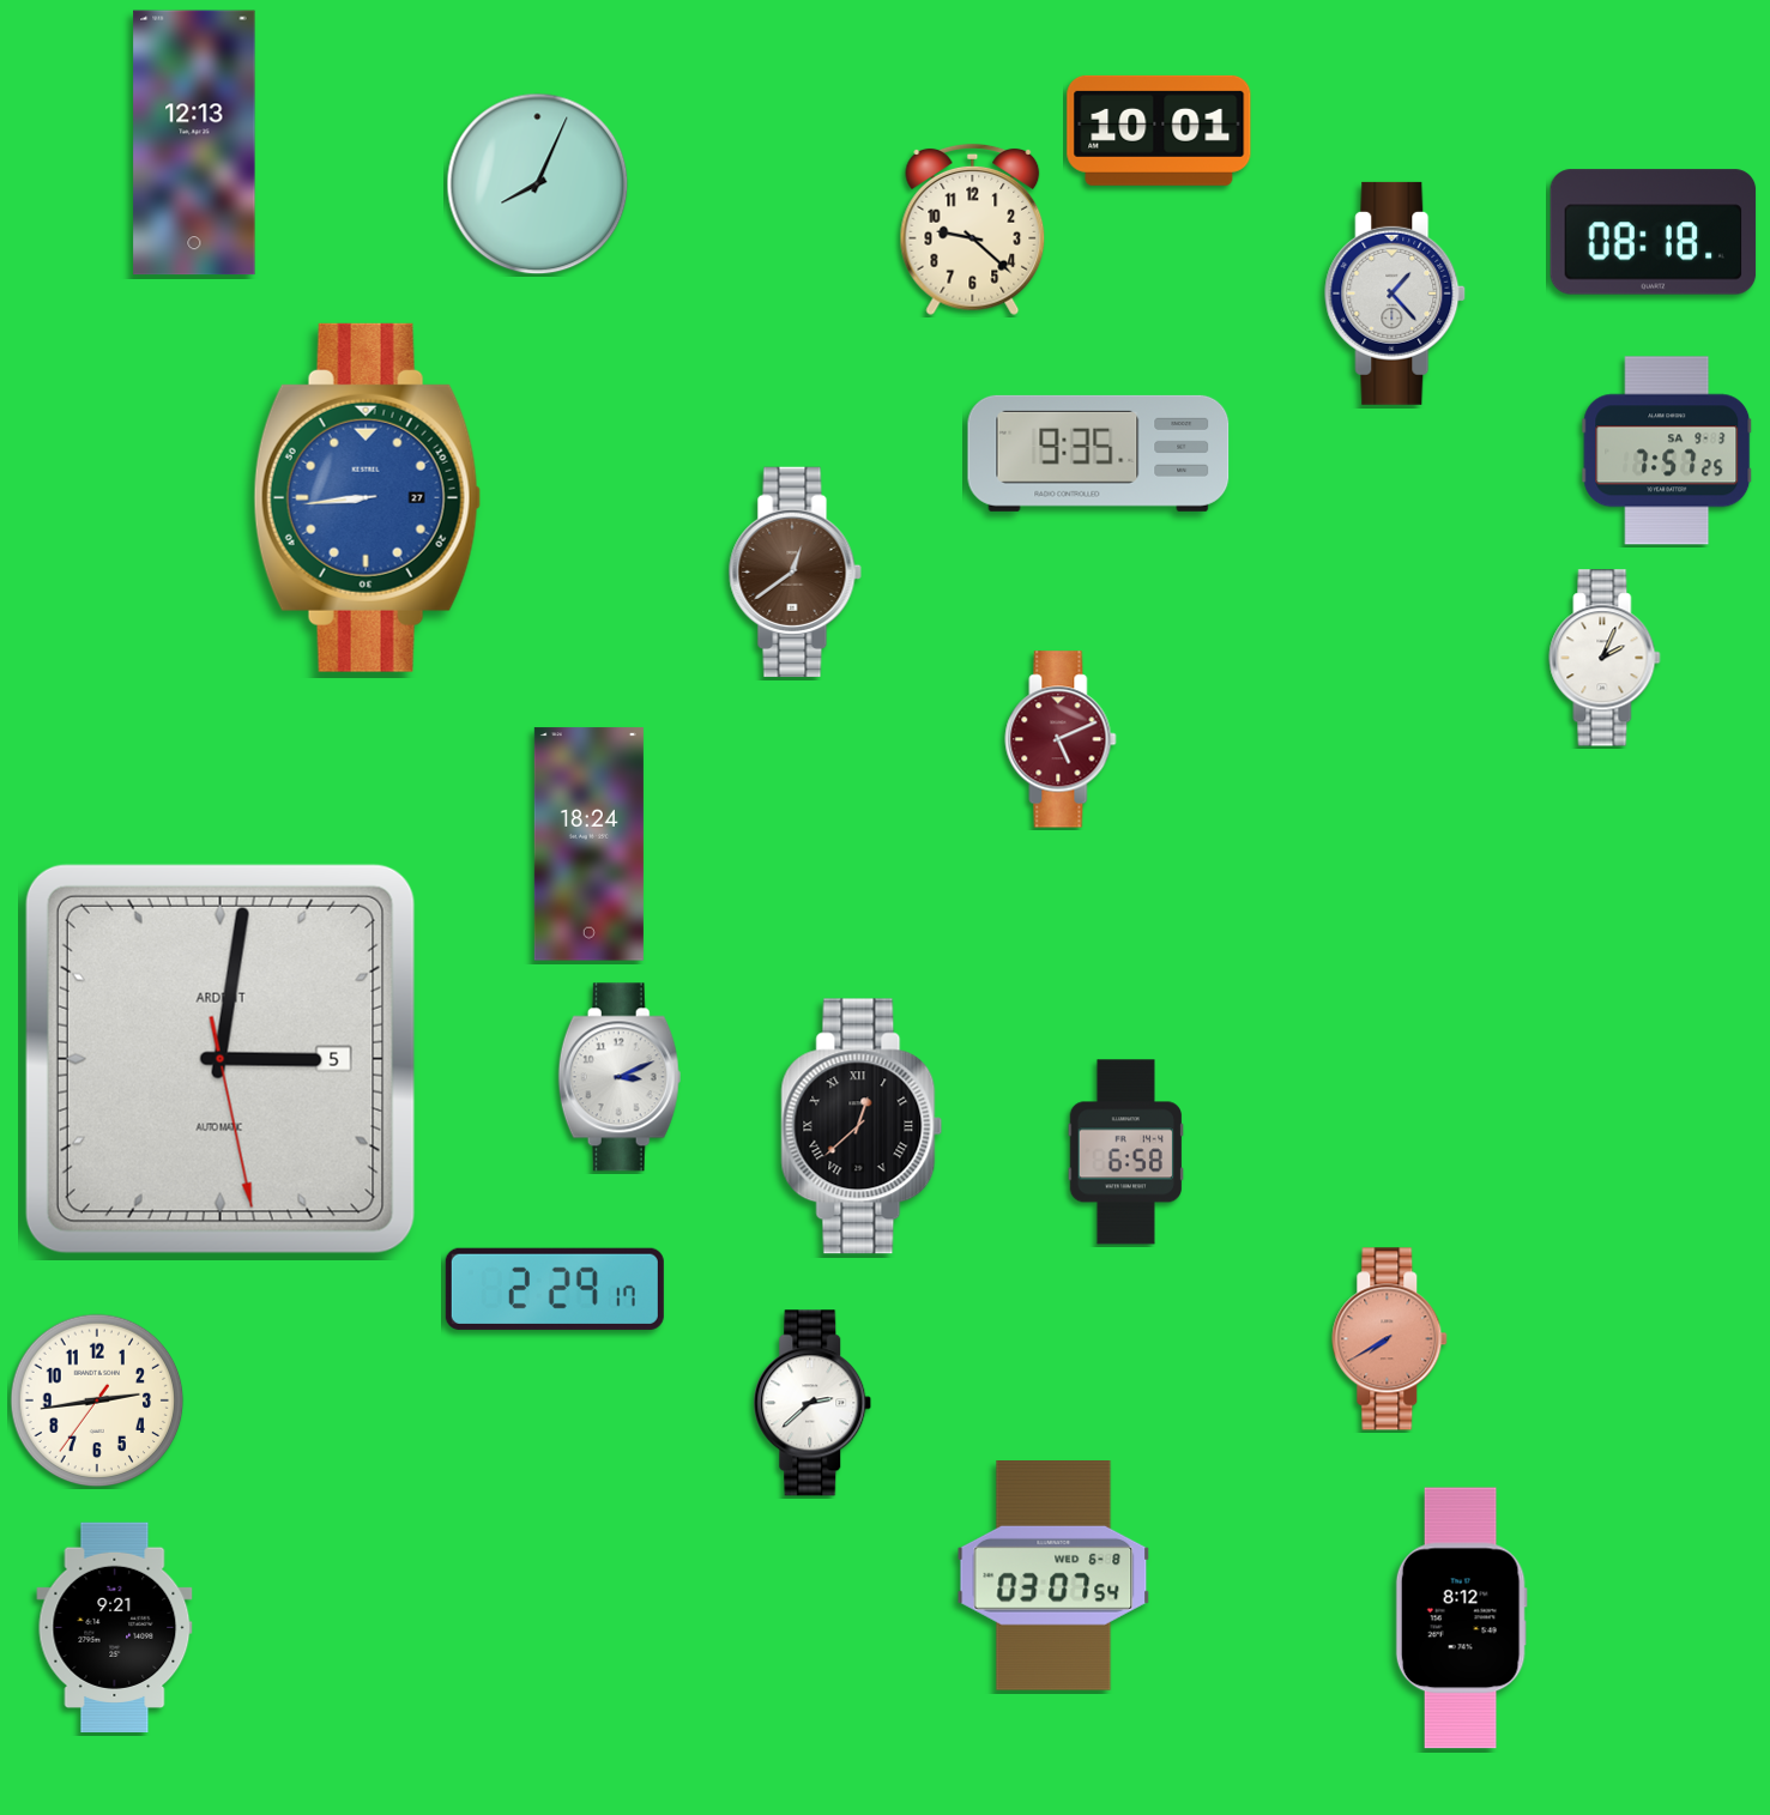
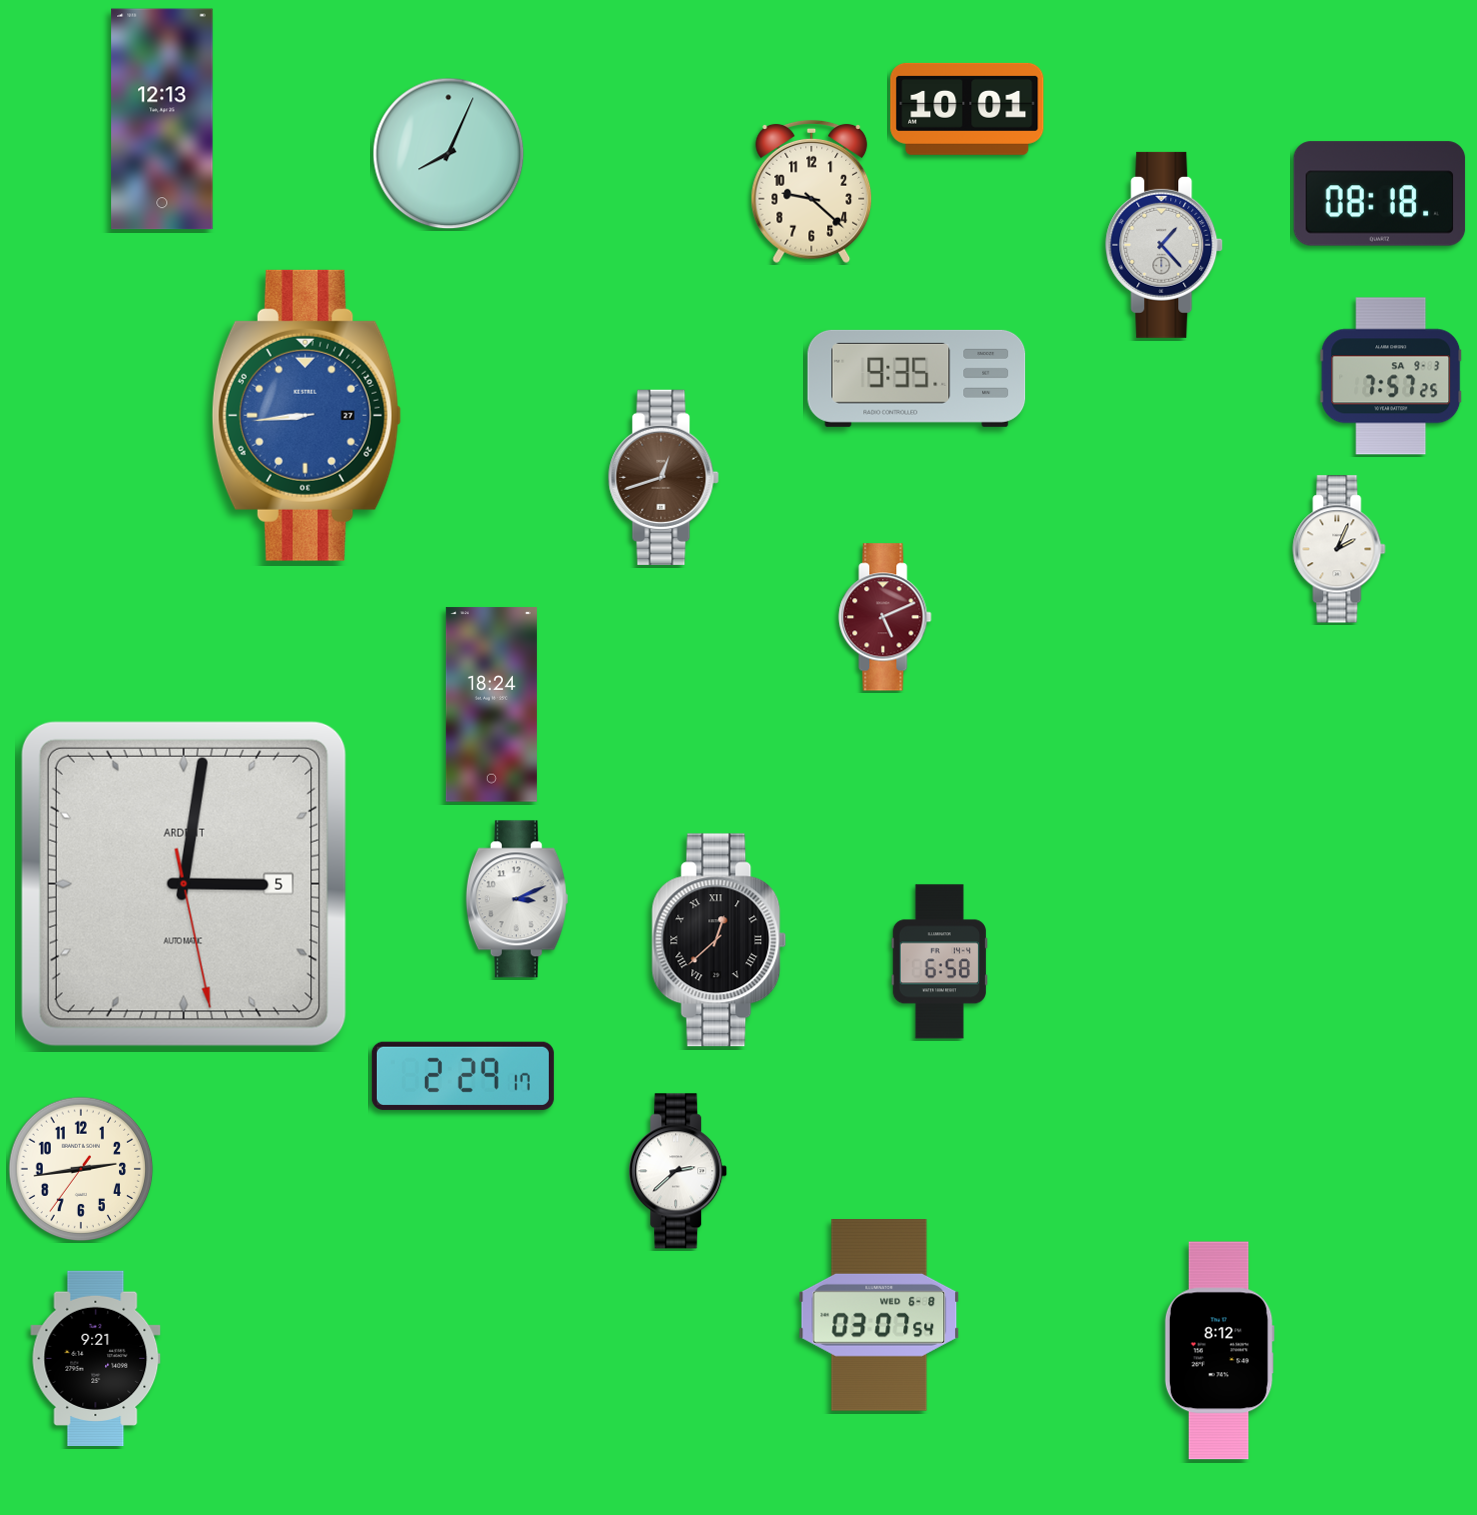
clock at (795, 571): 12:39 -> 12:42
clock at (1390, 1339): 7:40 -> none
